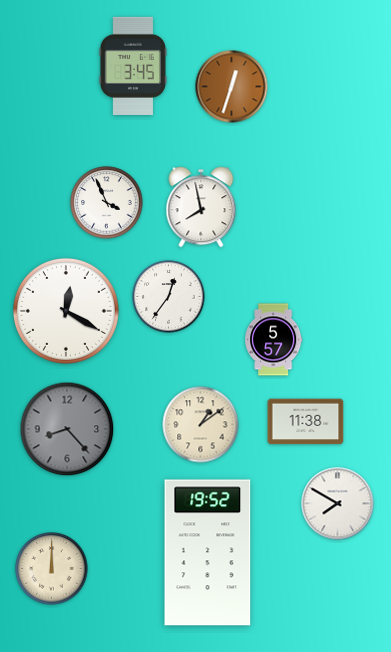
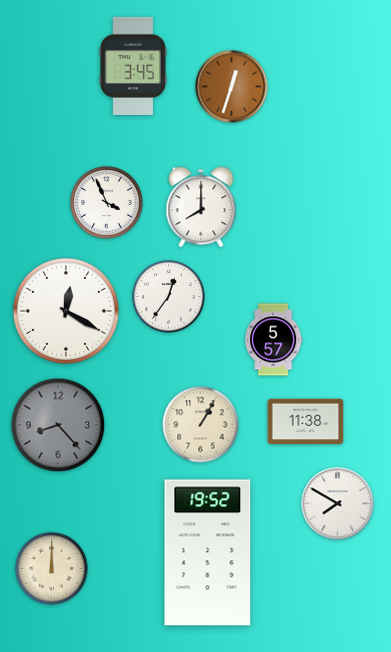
clock at (201, 207): 7:58 -> 8:00
clock at (201, 425): 1:09 -> 1:05
clock at (67, 429) position: (67, 429) -> (58, 425)
